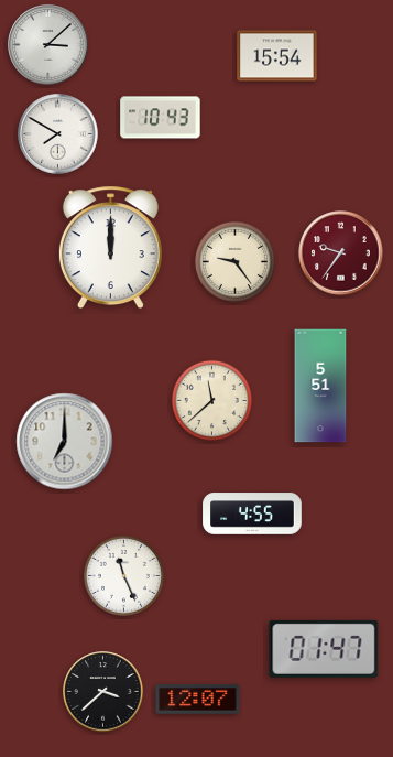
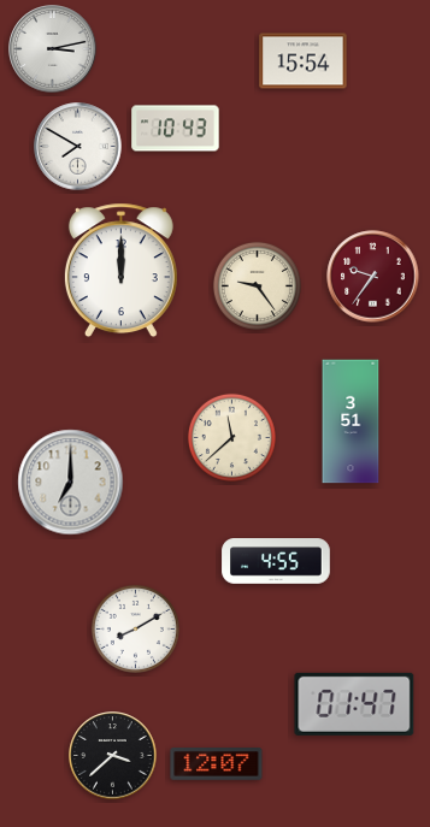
clock at (48, 45): 3:08 -> 3:13
clock at (58, 134) position: (58, 134) -> (78, 147)
clock at (320, 386): 5:51 -> 3:51
clock at (123, 575): 11:26 -> 8:10
clock at (324, 649) position: (324, 649) -> (354, 704)
